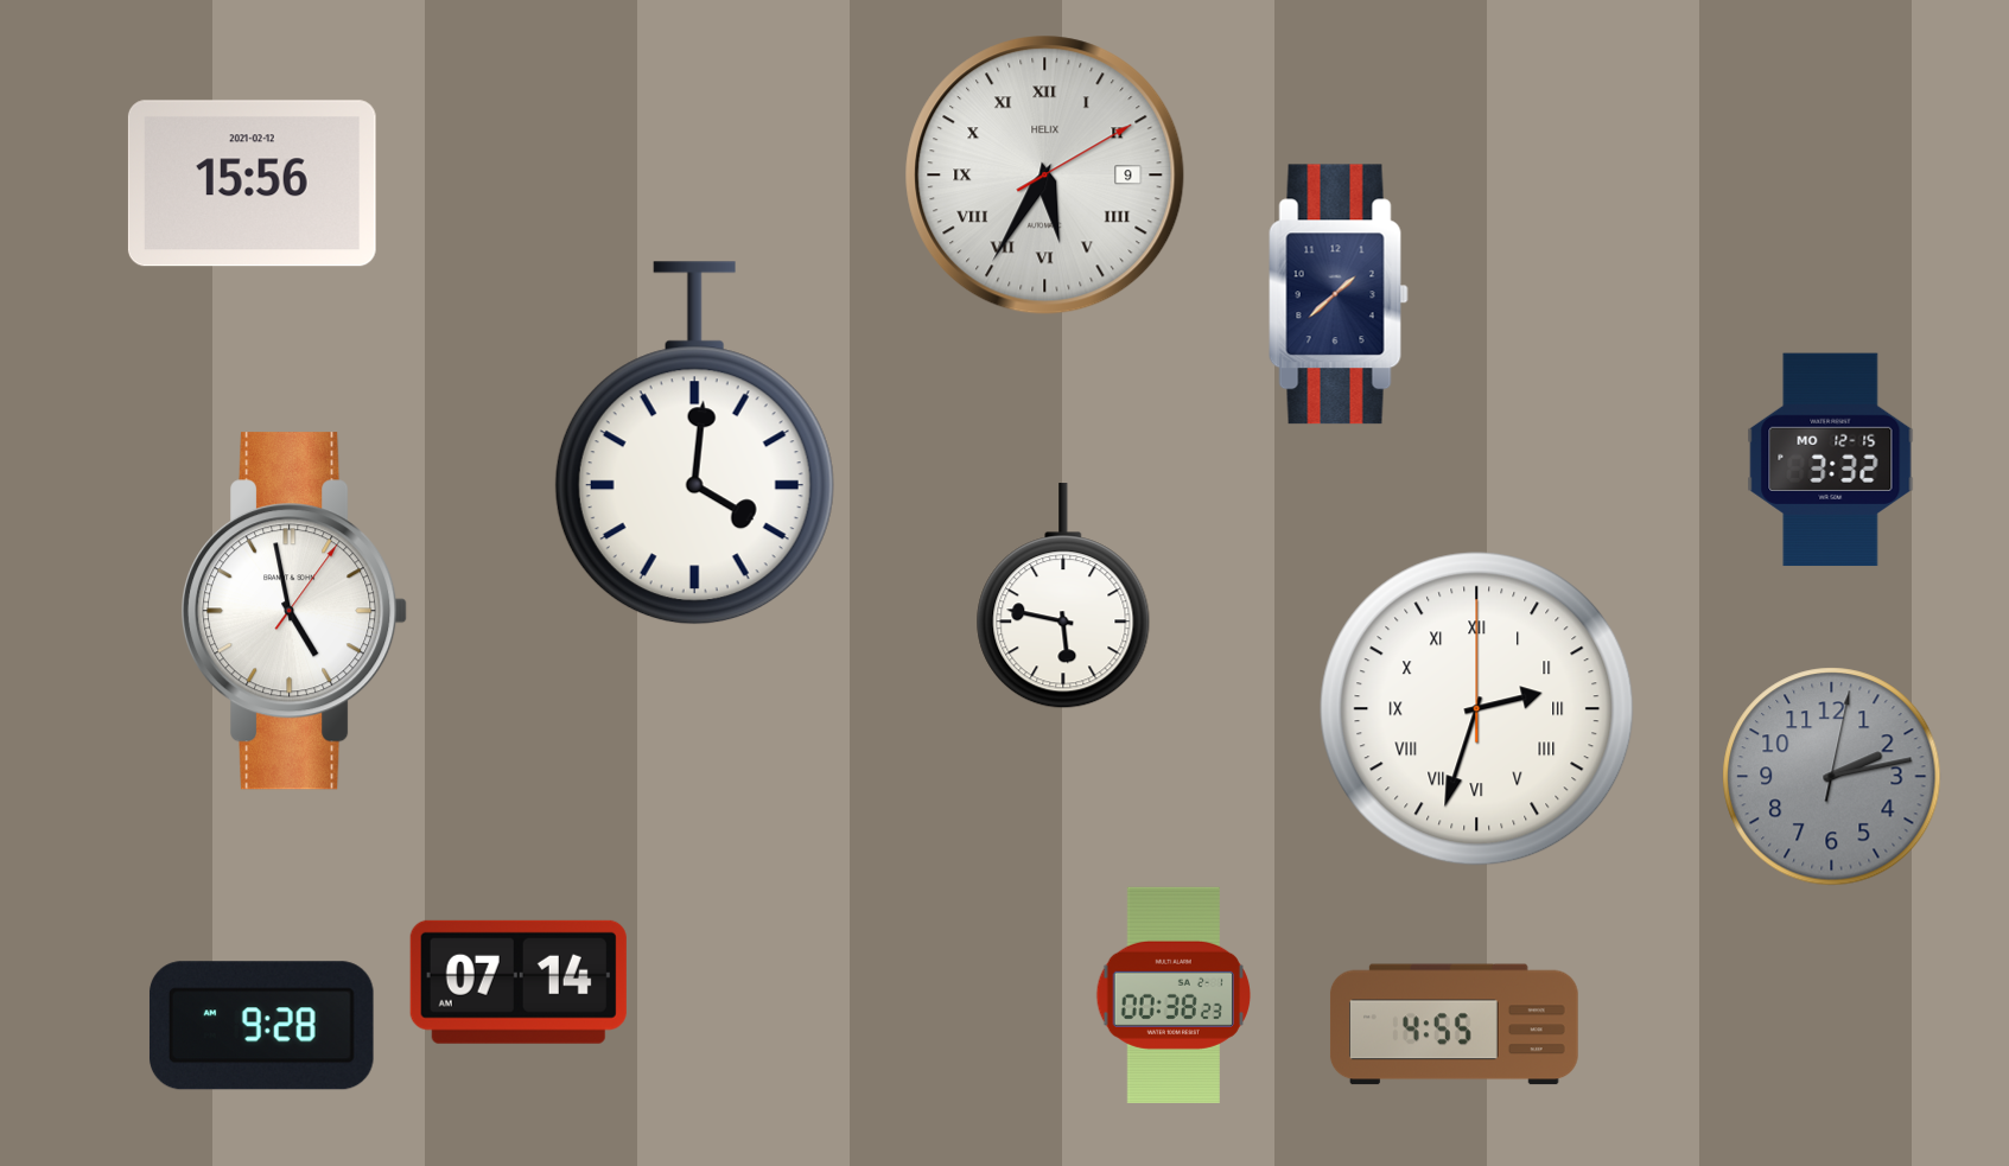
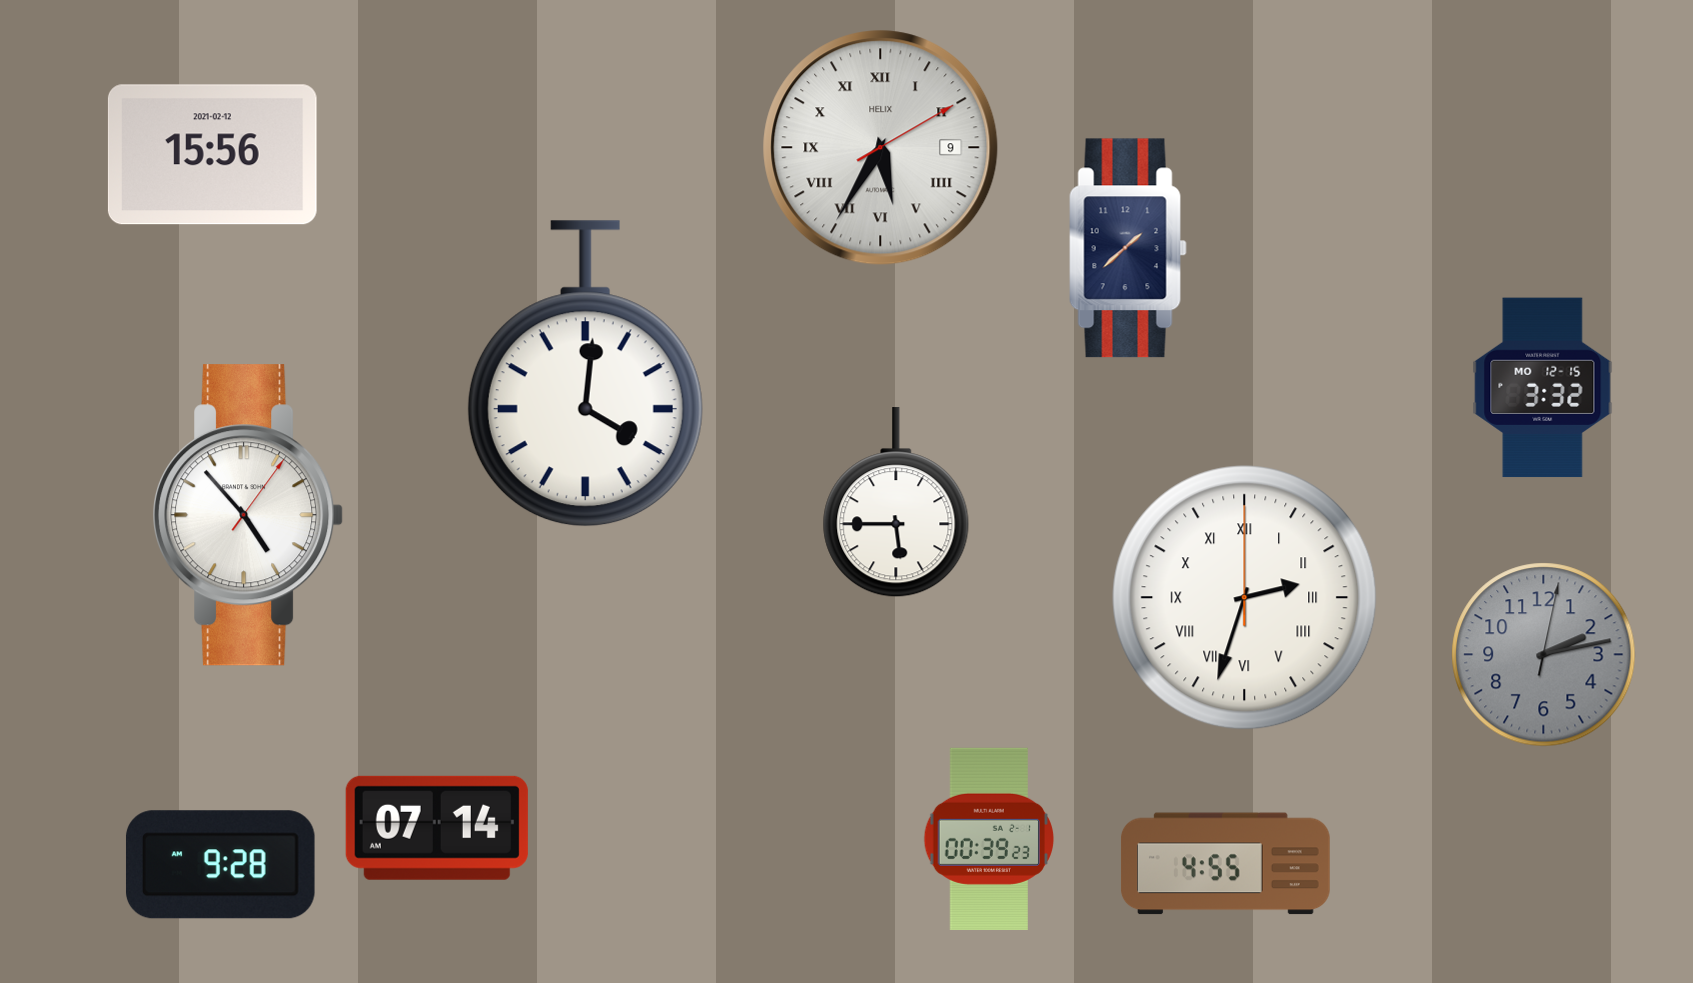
clock at (1063, 597): 5:47 -> 5:45
clock at (294, 611): 4:58 -> 4:53
clock at (1172, 995): 00:38 -> 00:39
